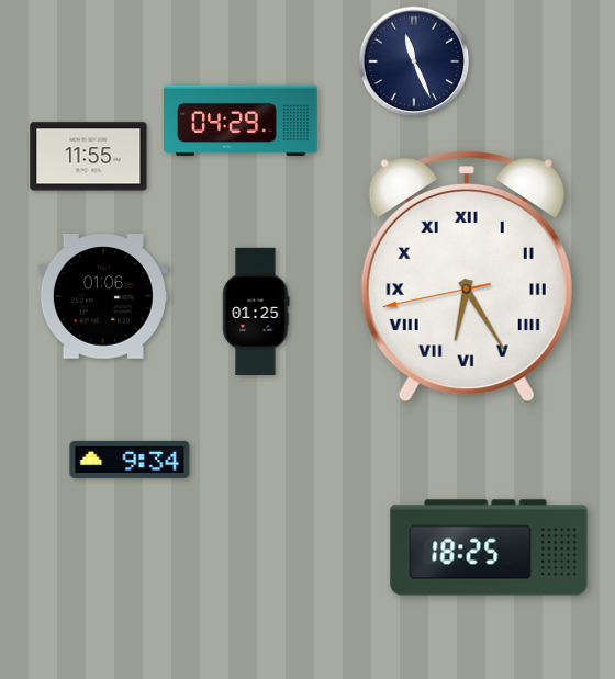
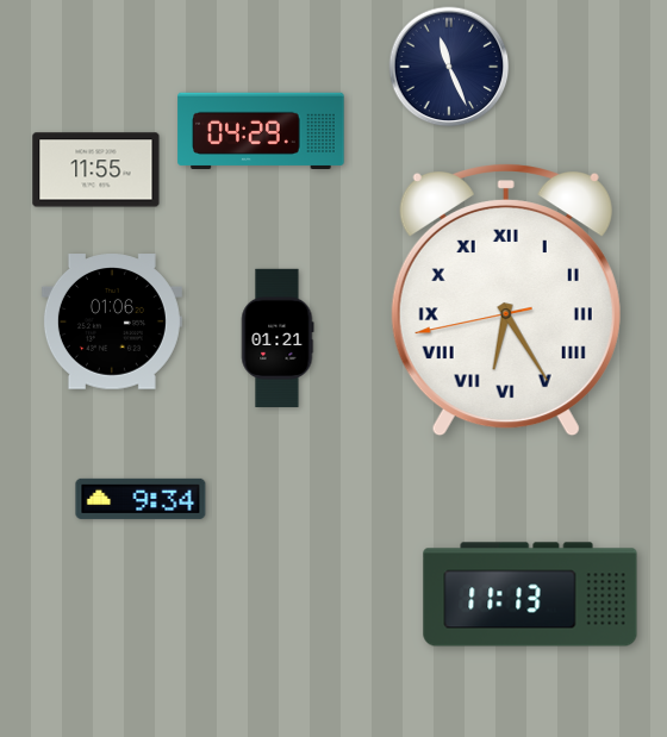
clock at (256, 312): 01:25 -> 01:21
clock at (489, 547): 18:25 -> 11:13
